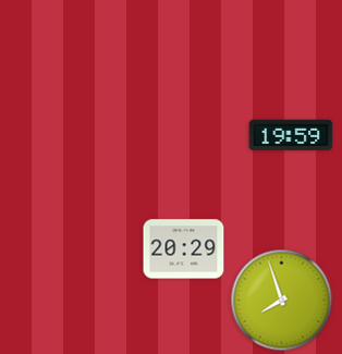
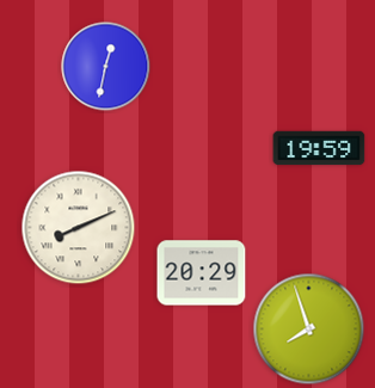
clock at (106, 67): none -> 12:32
clock at (79, 228): none -> 8:11
